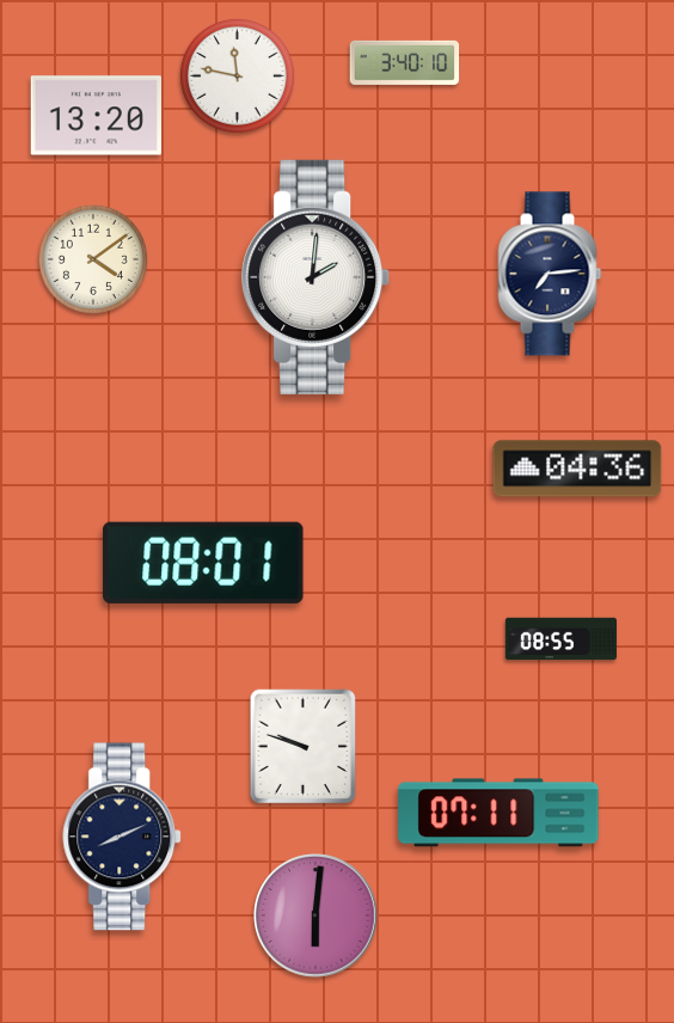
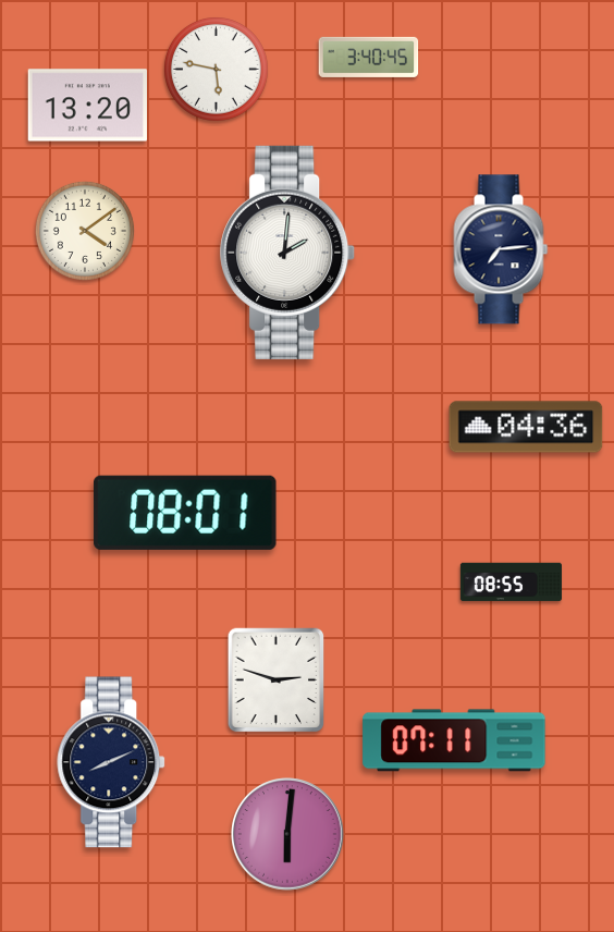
clock at (405, 62): 3:40:10 -> 3:40:45
clock at (237, 75): 11:47 -> 5:47
clock at (93, 259) position: (93, 259) -> (85, 231)
clock at (304, 747): 9:48 -> 2:48
